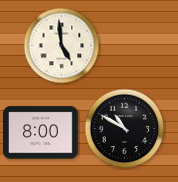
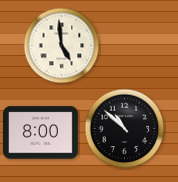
clock at (125, 129): 10:50 -> 10:52
